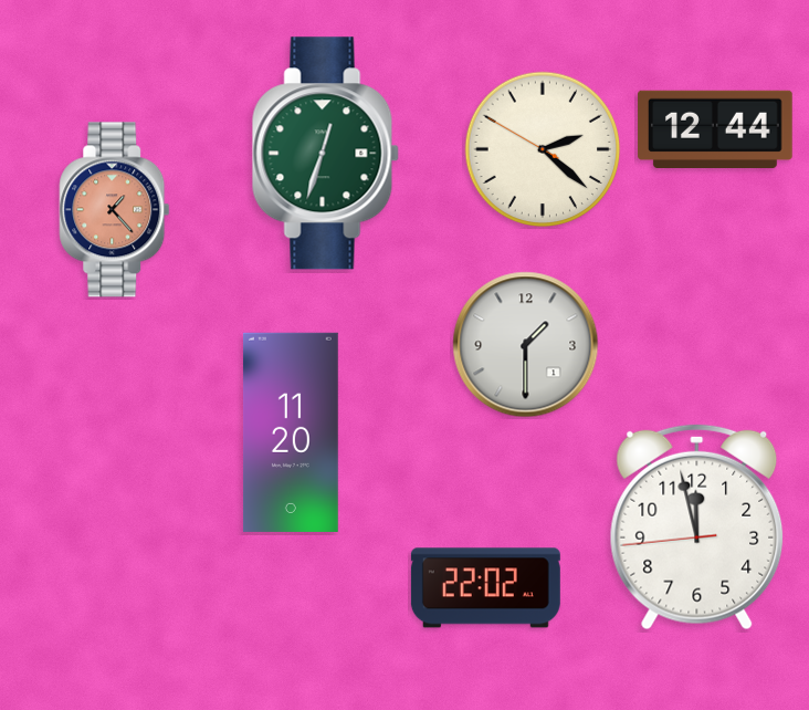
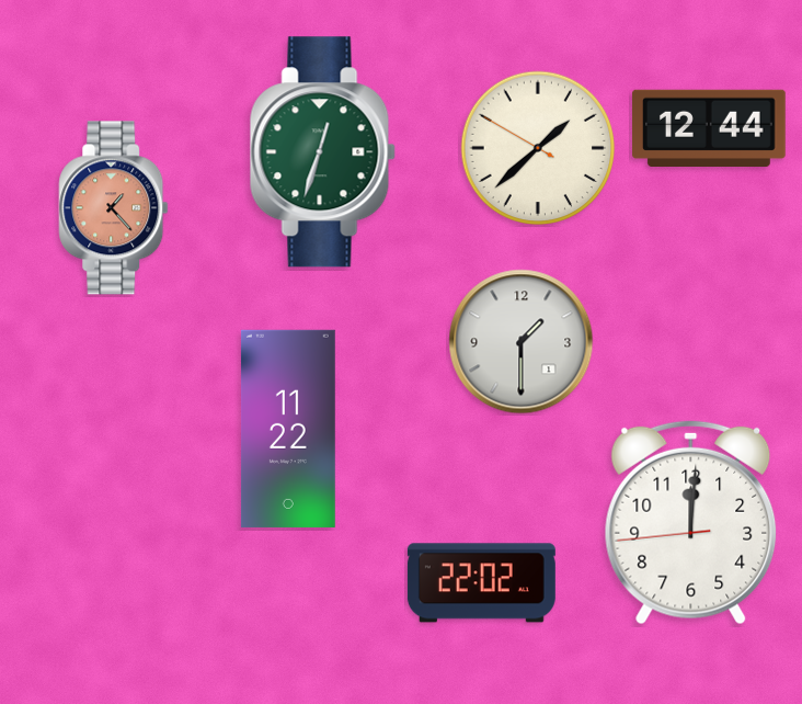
clock at (543, 149): 2:21 -> 1:37
clock at (291, 432): 11:20 -> 11:22
clock at (697, 526): 11:57 -> 12:00
